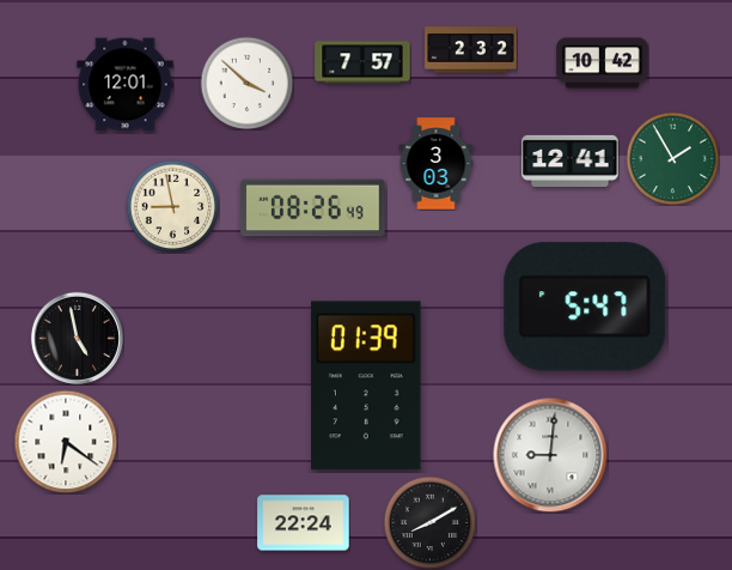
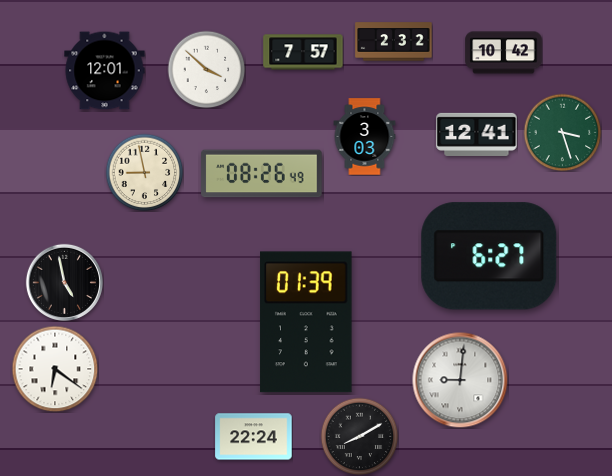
clock at (672, 158): 1:55 -> 3:27
clock at (585, 307): 5:47 -> 6:27
